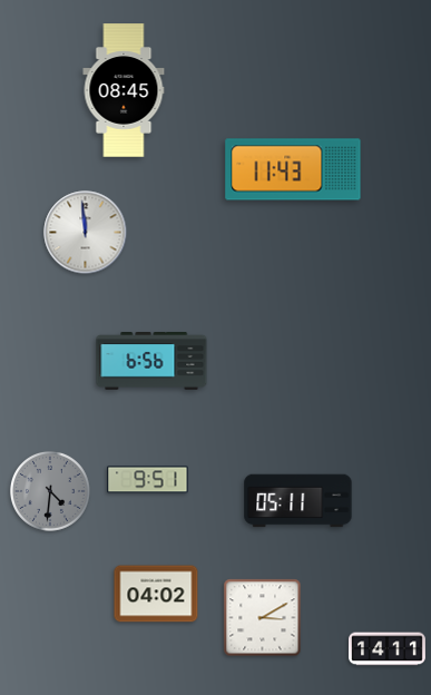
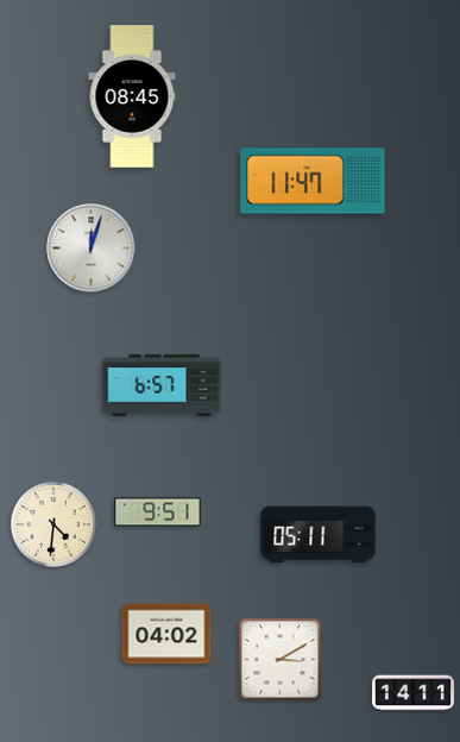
clock at (293, 169): 11:43 -> 11:47
clock at (86, 233): 11:59 -> 12:03
clock at (151, 362): 6:56 -> 6:57
clock at (50, 491) dial: grey -> cream
